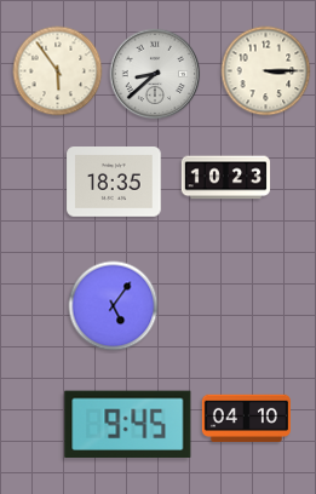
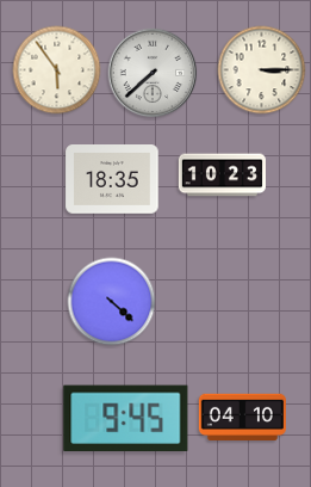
clock at (155, 74): 8:38 -> 7:38
clock at (114, 306): 5:06 -> 4:22
clock at (246, 419) position: (246, 419) -> (242, 418)
